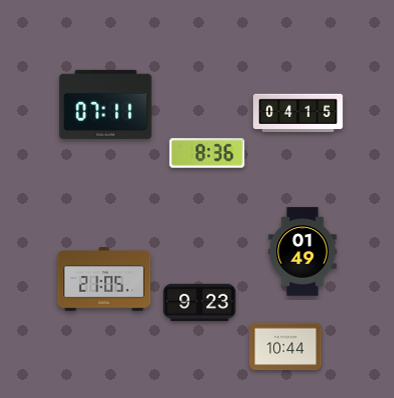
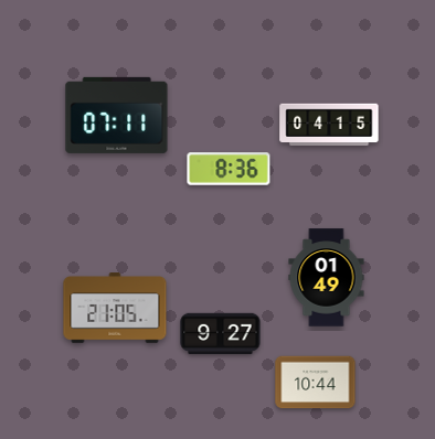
clock at (303, 252) position: (303, 252) -> (327, 278)
clock at (200, 302): 9:23 -> 9:27
